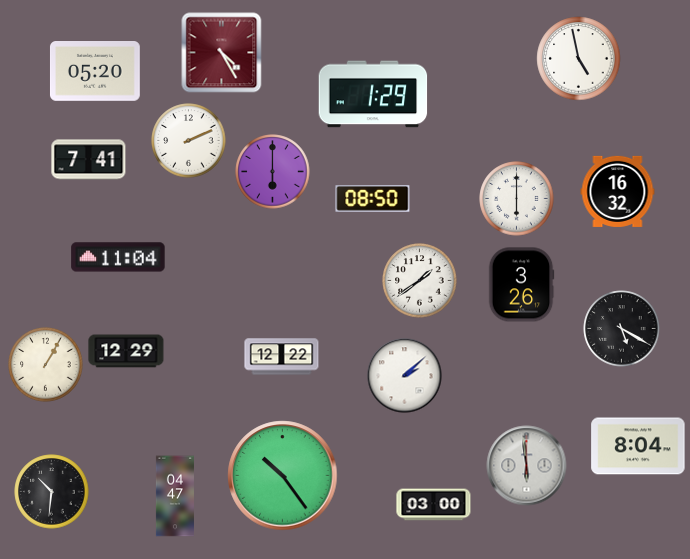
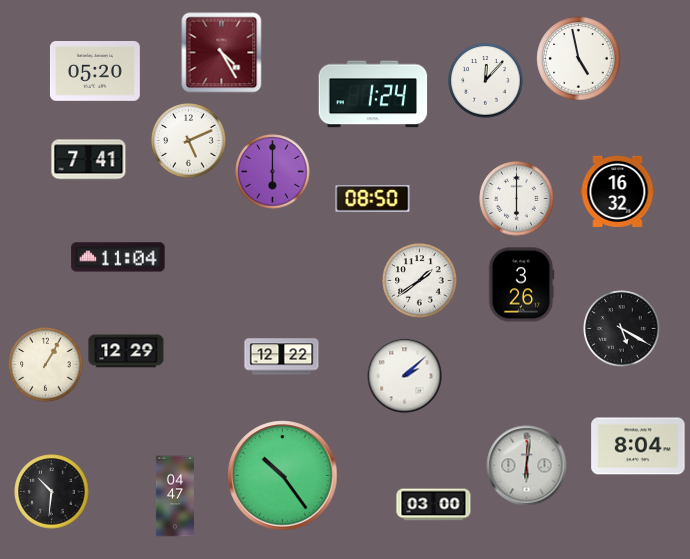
clock at (486, 81): none -> 12:07
clock at (373, 94): 1:29 -> 1:24
clock at (189, 141): 2:11 -> 5:11
clock at (527, 466): 5:59 -> 6:01
